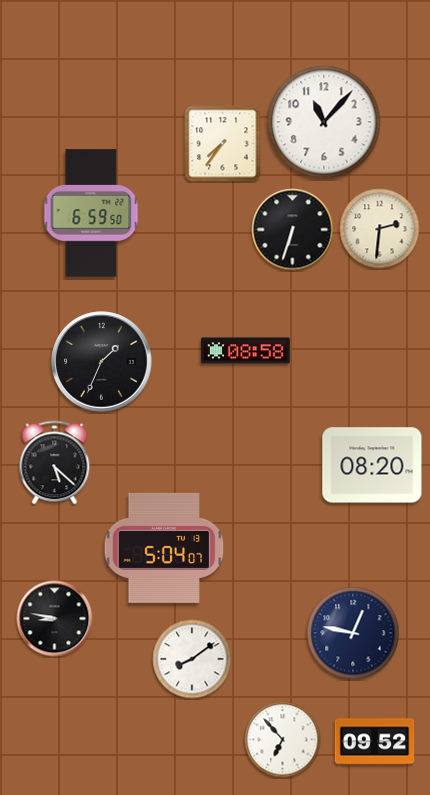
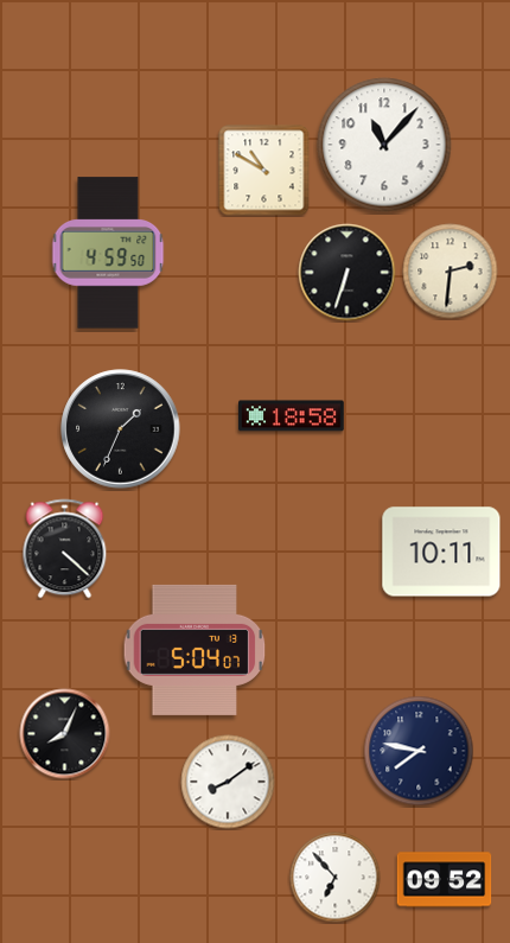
clock at (223, 144): 7:36 -> 10:50
clock at (91, 213): 6:59 -> 4:59
clock at (246, 351): 08:58 -> 18:58
clock at (55, 463): 5:22 -> 4:22
clock at (372, 465): 08:20 -> 10:11
clock at (55, 619): 8:47 -> 8:04
clock at (353, 633): 12:47 -> 7:47
